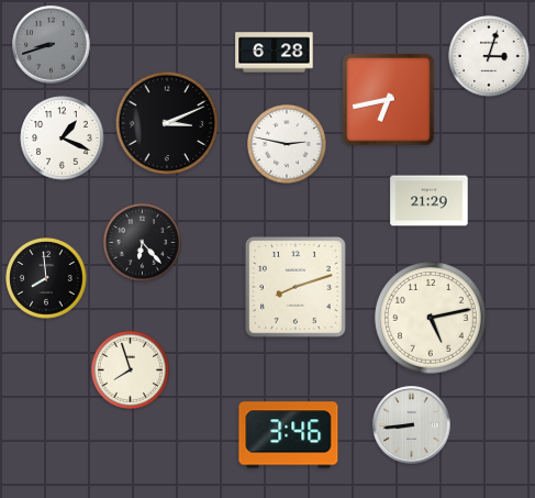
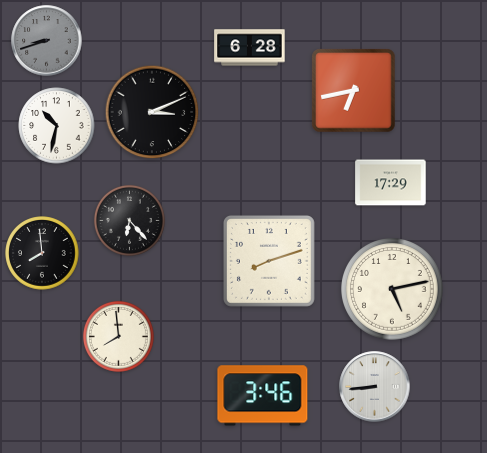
clock at (489, 56): 3:03 -> none
clock at (63, 139): 1:19 -> 10:32
clock at (287, 144): 2:47 -> none
clock at (430, 201): 21:29 -> 17:29
clock at (130, 369): 7:57 -> 7:59
